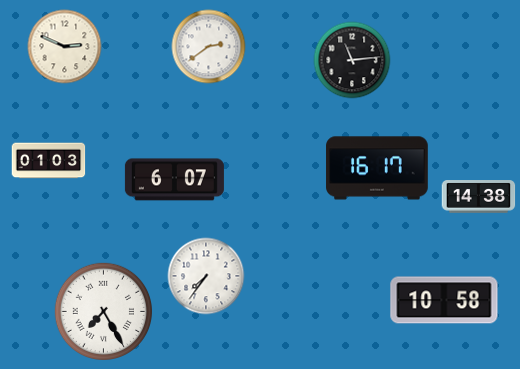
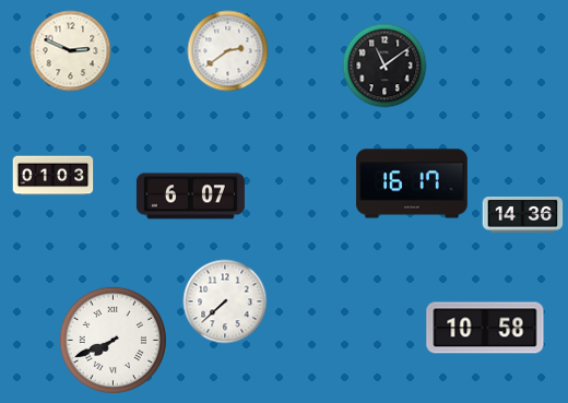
clock at (352, 60): 11:14 -> 11:09
clock at (479, 197): 14:38 -> 14:36
clock at (206, 276): 7:36 -> 7:38
clock at (103, 311): 7:25 -> 7:41
